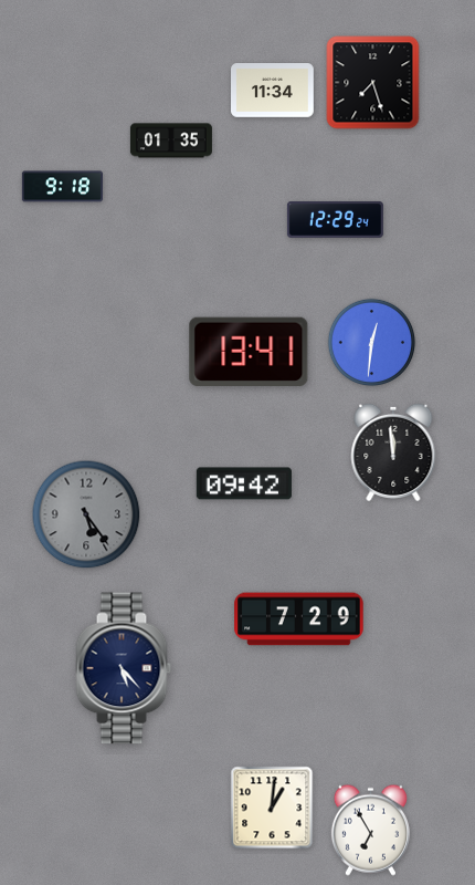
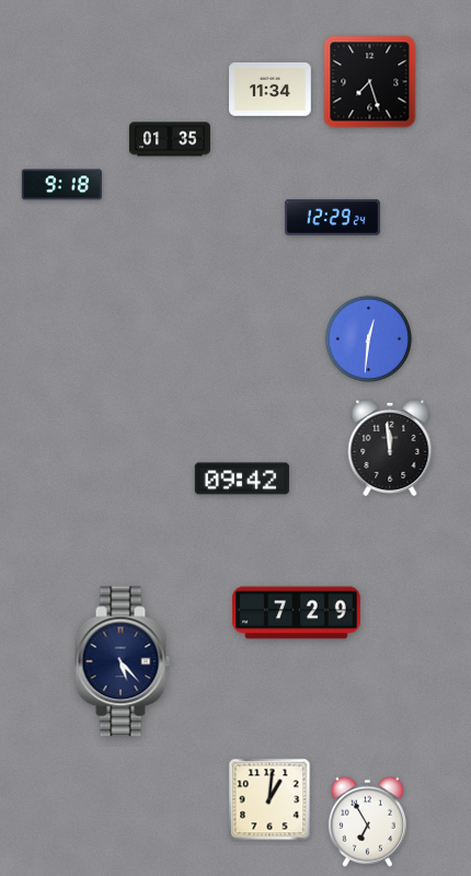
clock at (249, 352): 13:41 -> none
clock at (86, 514): 5:24 -> none
